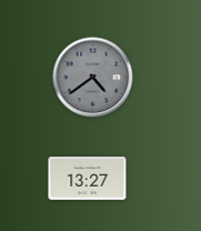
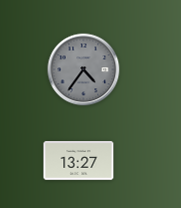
clock at (93, 78): 4:39 -> 4:36
